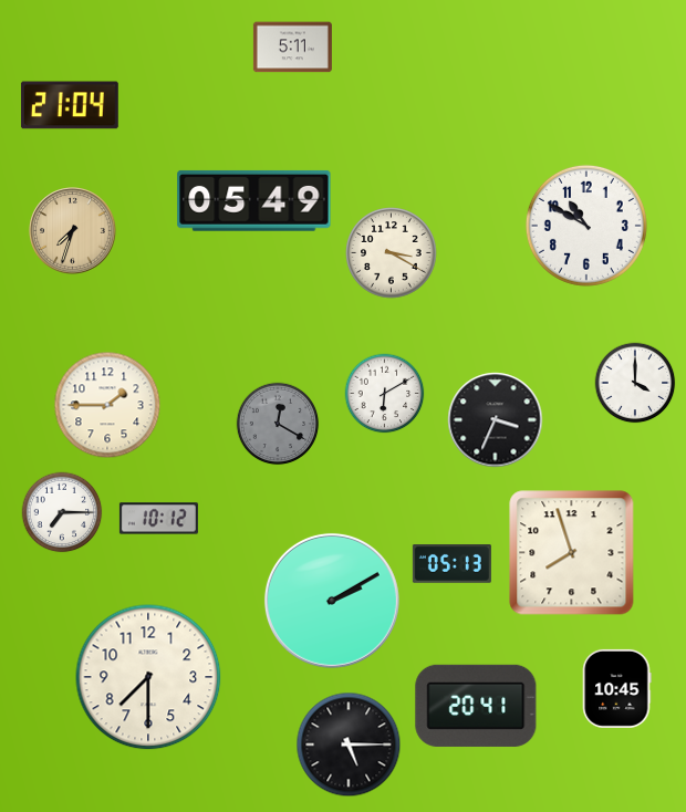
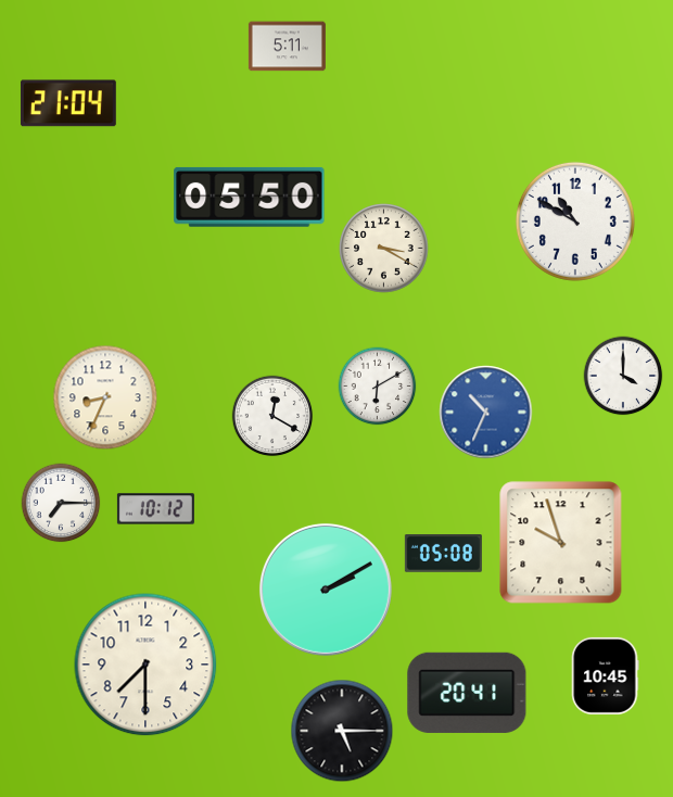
clock at (254, 200): 05:49 -> 05:50
clock at (73, 231): 7:33 -> none
clock at (107, 405): 1:45 -> 8:34
clock at (496, 420): 3:34 -> 10:34
clock at (496, 420) dial: black -> blue
clock at (278, 424) dial: grey -> white
clock at (572, 553): 7:57 -> 9:57
clock at (451, 564): 05:13 -> 05:08
